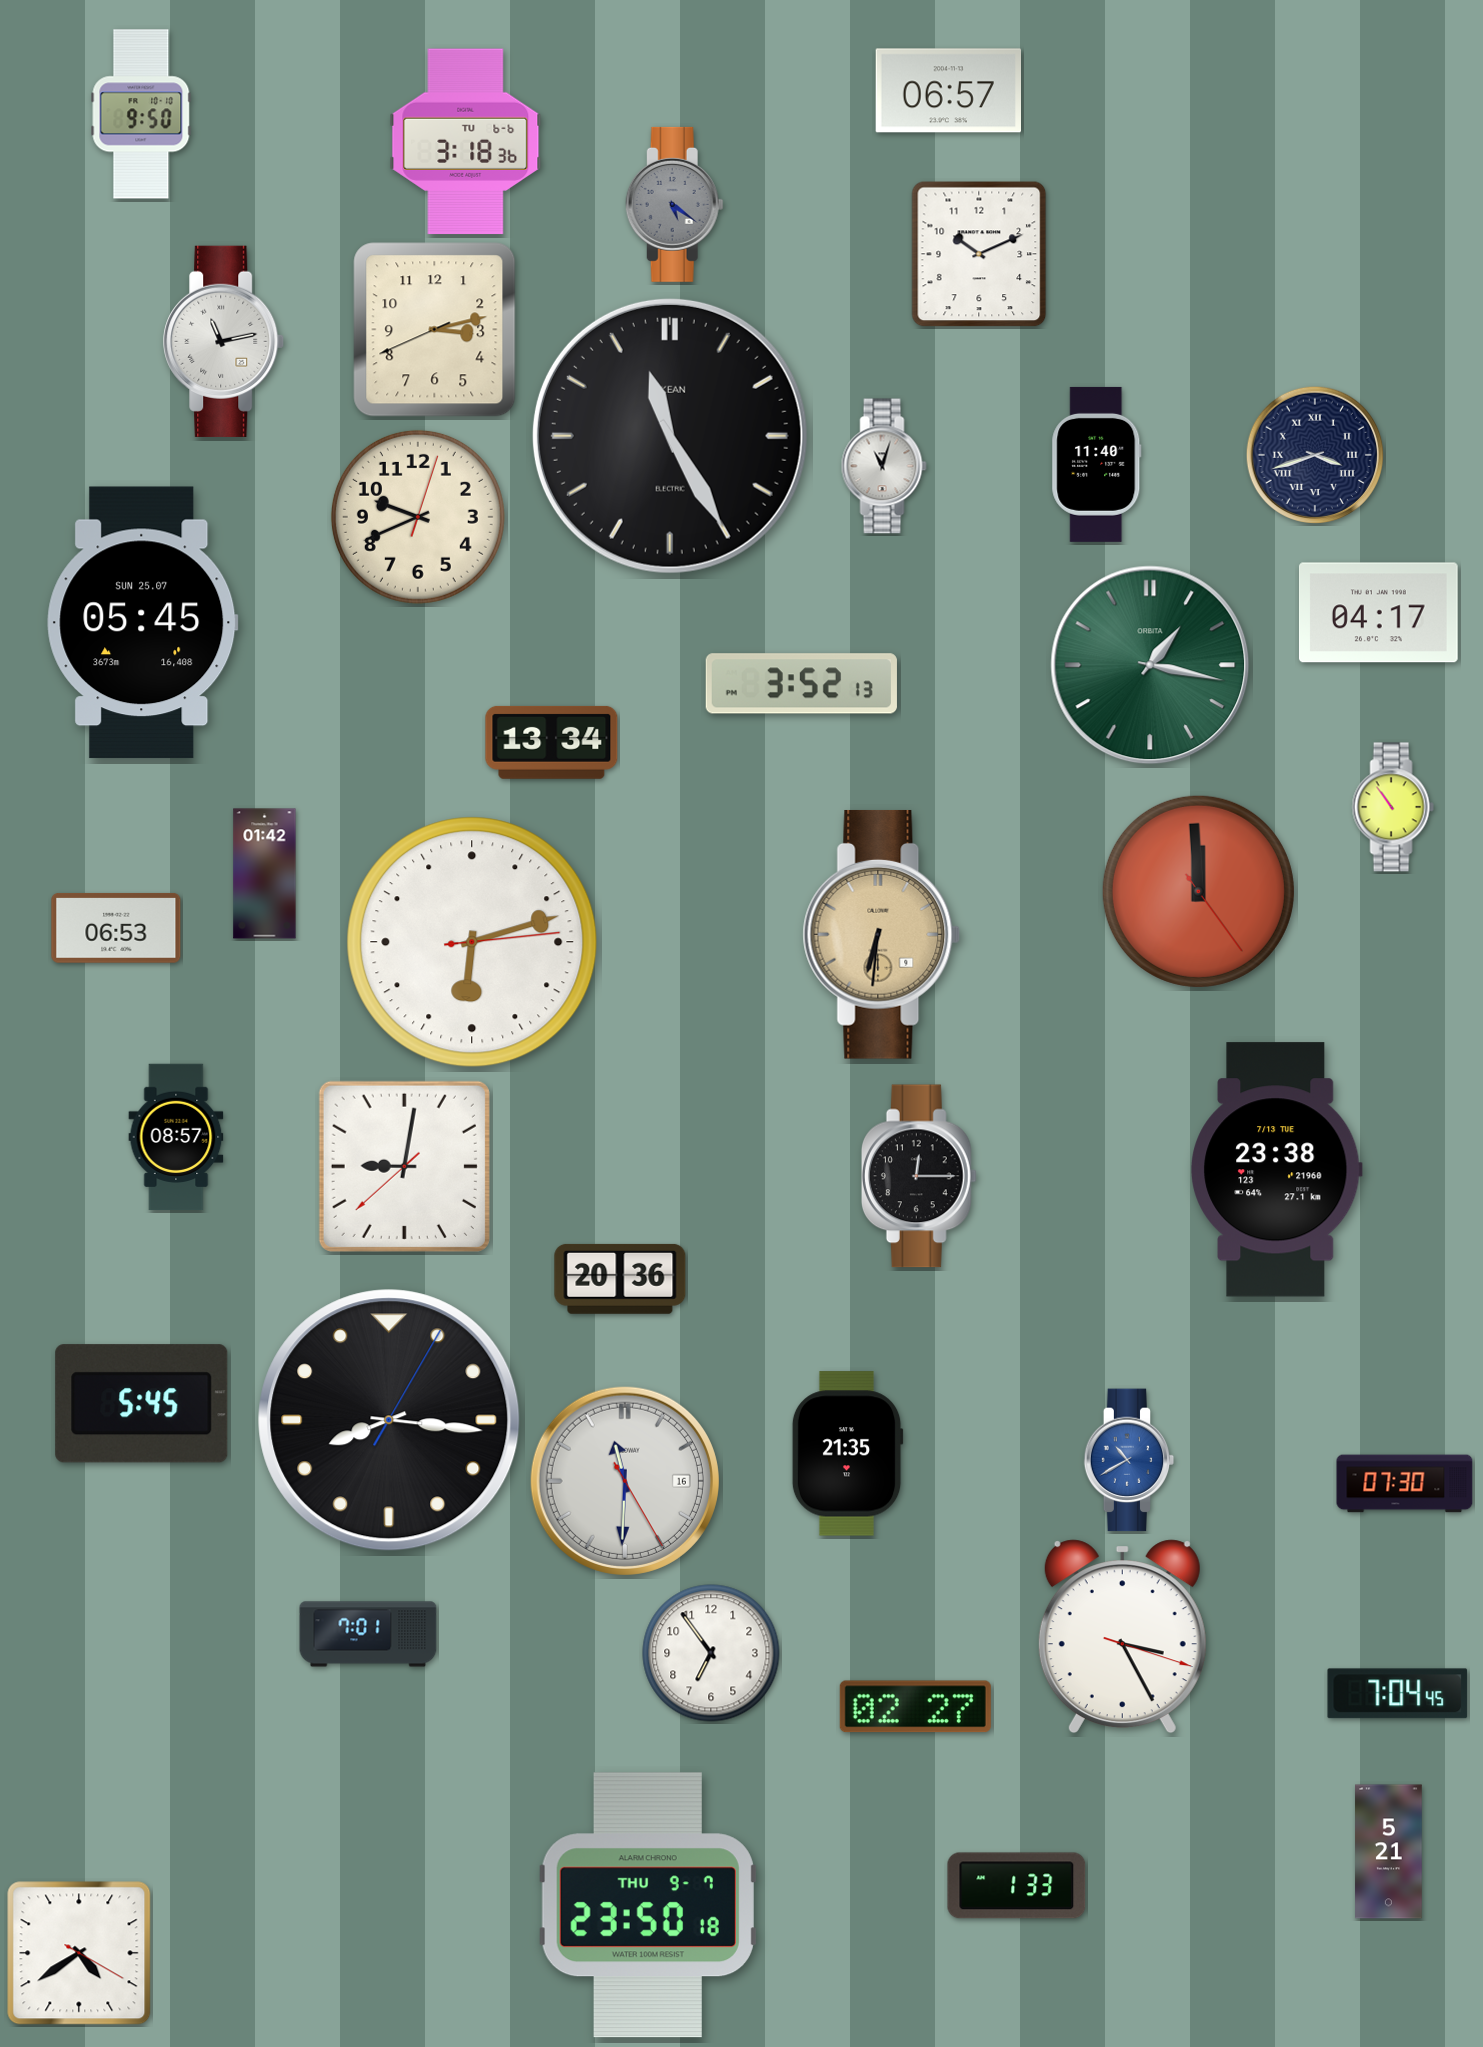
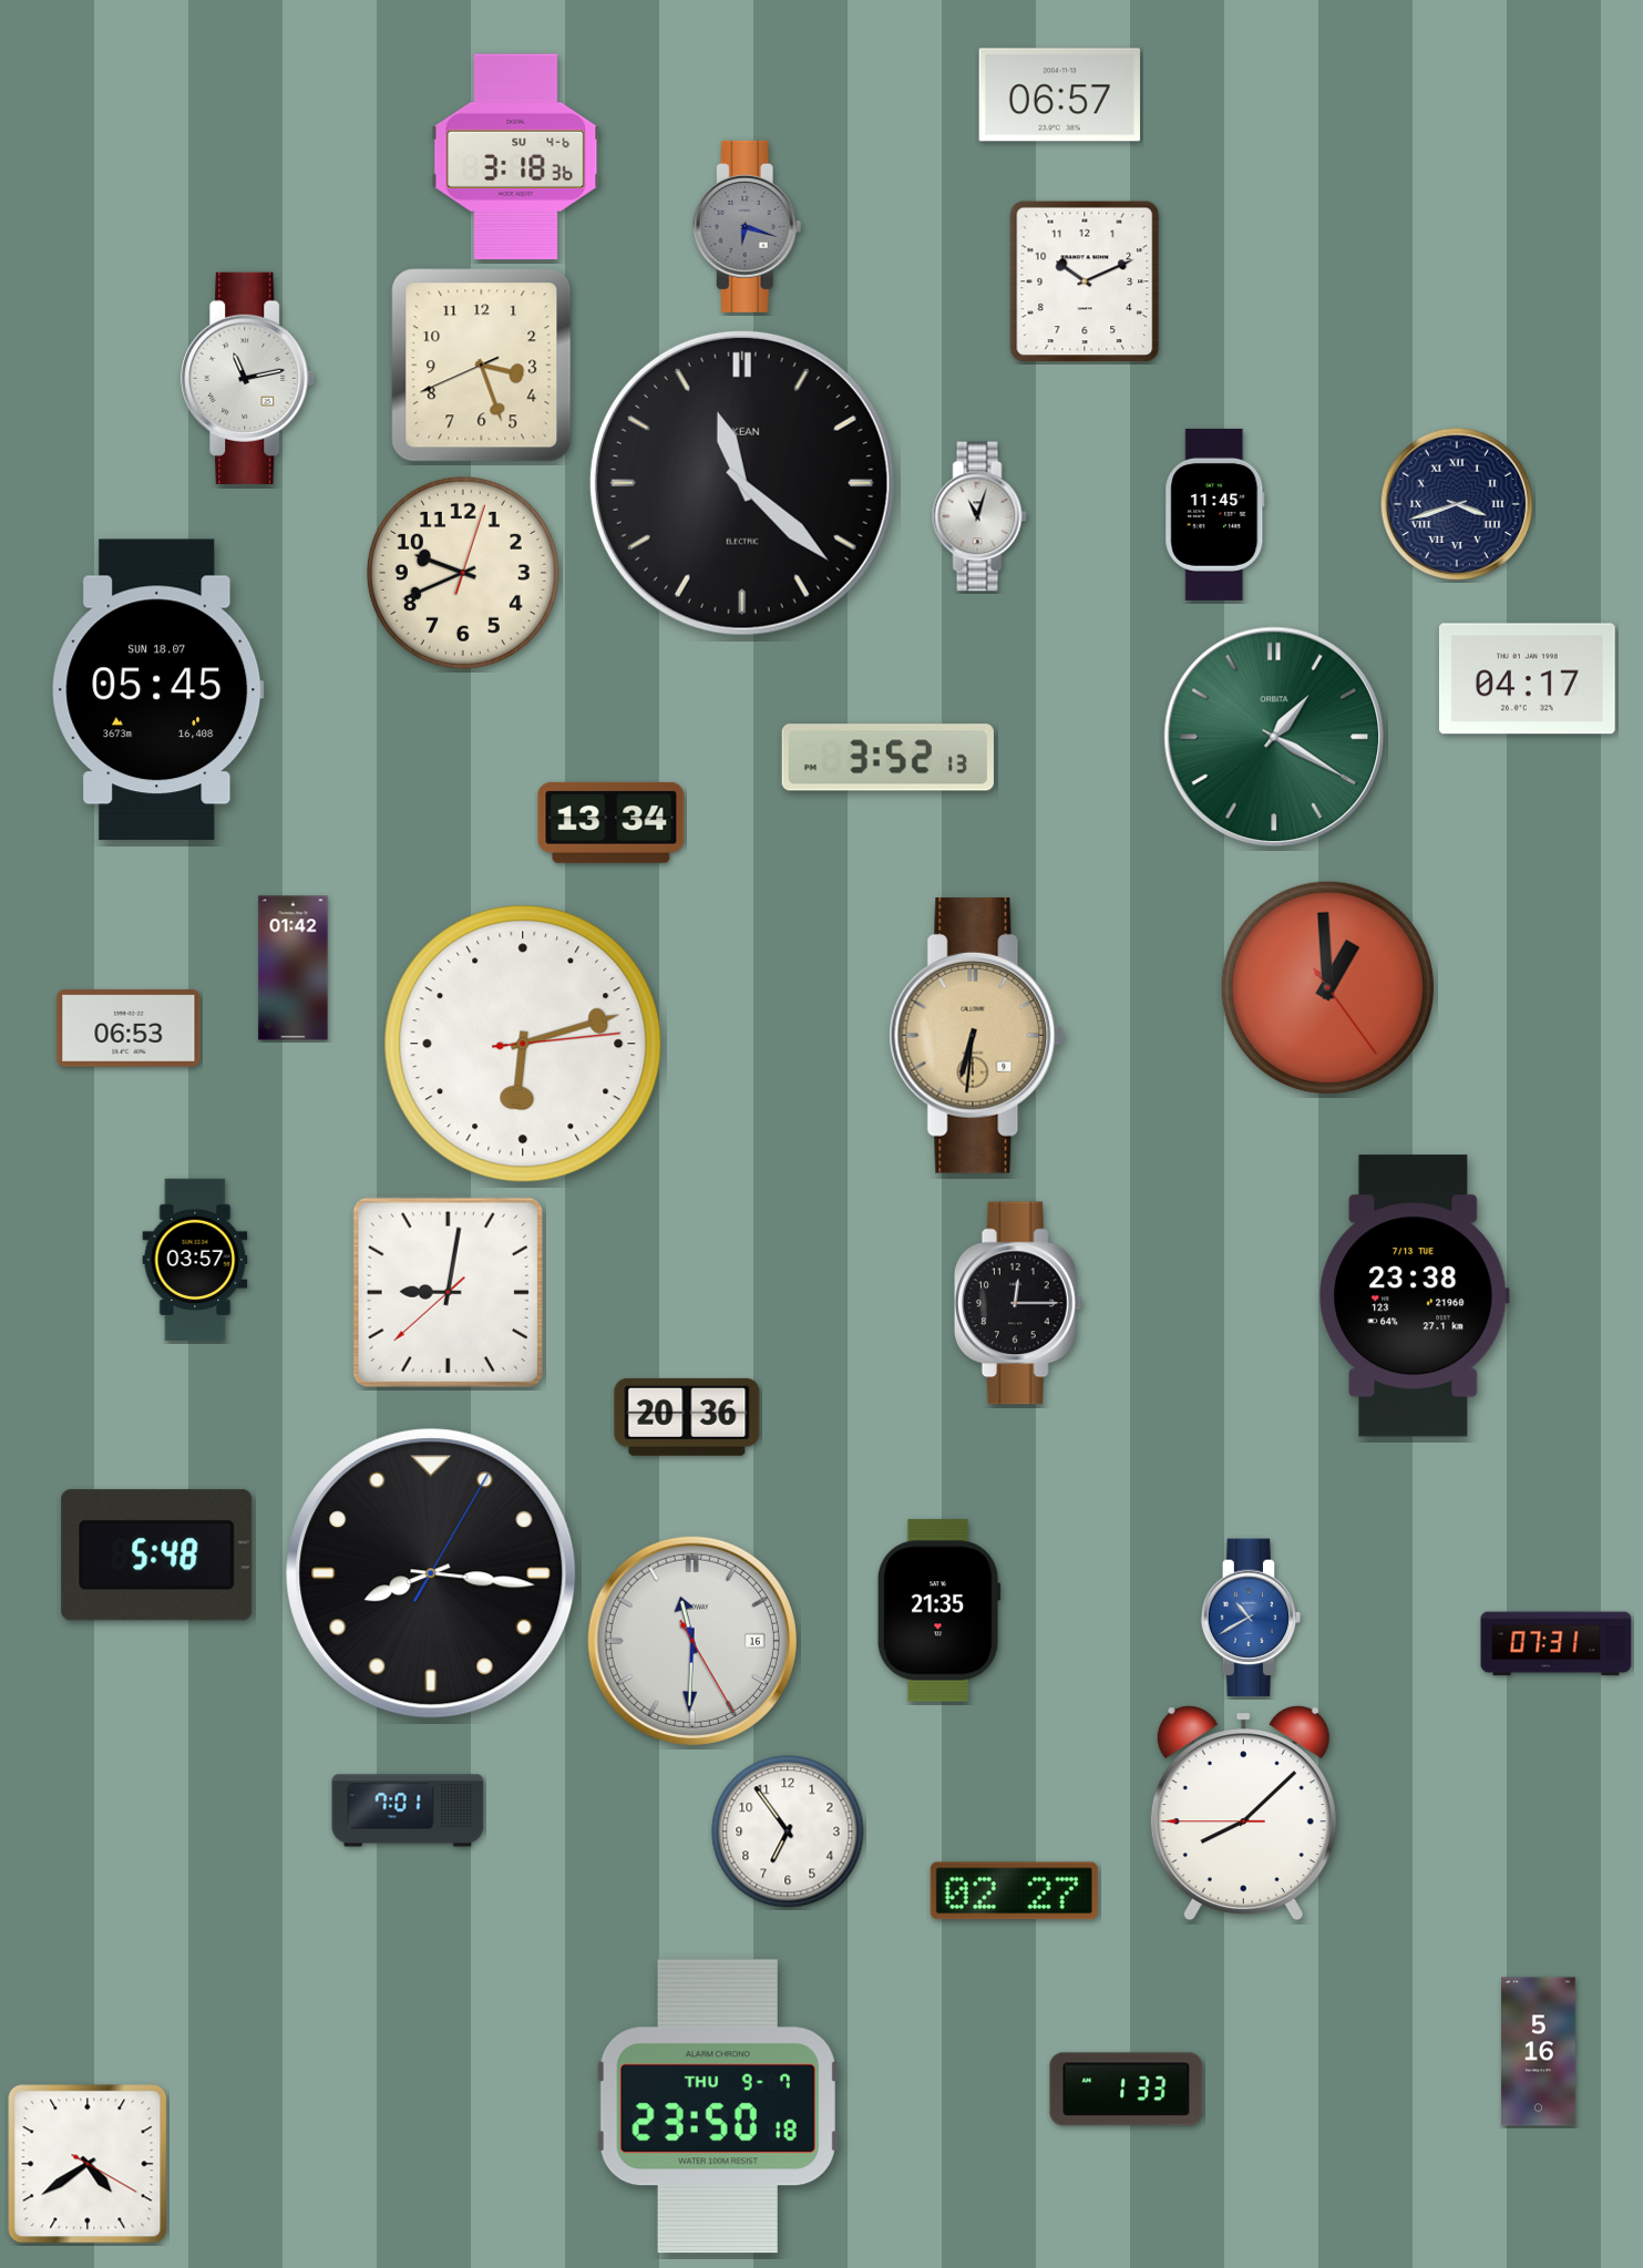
clock at (948, 91) position: (948, 91) -> (1059, 95)
clock at (141, 114): 9:50 -> none
clock at (466, 142) date: TU 6-6 -> SU 4-6
clock at (674, 204): 5:21 -> 6:18
clock at (435, 330): 3:12 -> 3:26
clock at (670, 436): 11:25 -> 11:22
clock at (1097, 464): 11:40 -> 11:45
clock at (143, 623) date: SUN 25.07 -> SUN 18.07
clock at (1150, 665): 1:17 -> 1:20
clock at (1393, 807): 10:54 -> none
clock at (1198, 891): 11:59 -> 12:59
clock at (176, 1137): 08:57 -> 03:57
clock at (142, 1404): 5:45 -> 5:48
clock at (1405, 1484): 07:30 -> 07:31
clock at (1122, 1637): 3:25 -> 8:07
clock at (1398, 1694): 7:04 -> none
clock at (1389, 1852): 5:21 -> 5:16
clock at (648, 1905) position: (648, 1905) -> (718, 2106)
